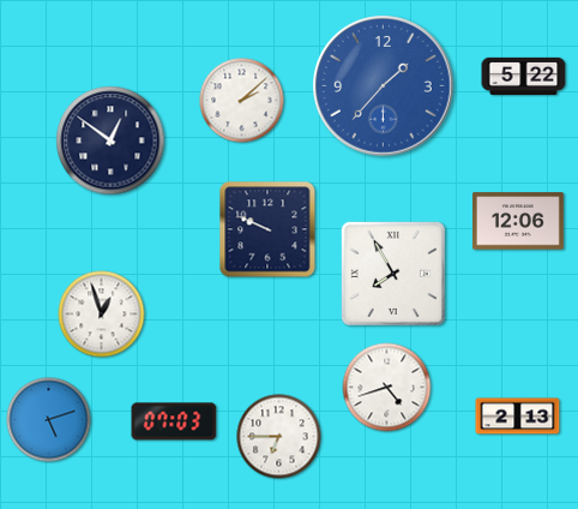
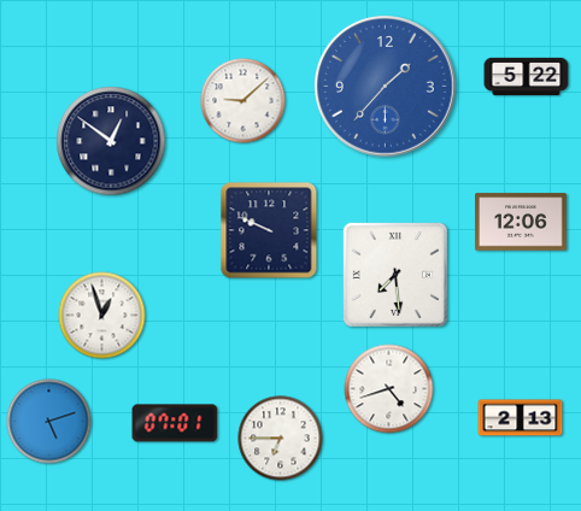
clock at (242, 101): 2:08 -> 9:08
clock at (393, 274): 7:55 -> 7:29
clock at (174, 421): 07:03 -> 07:01
